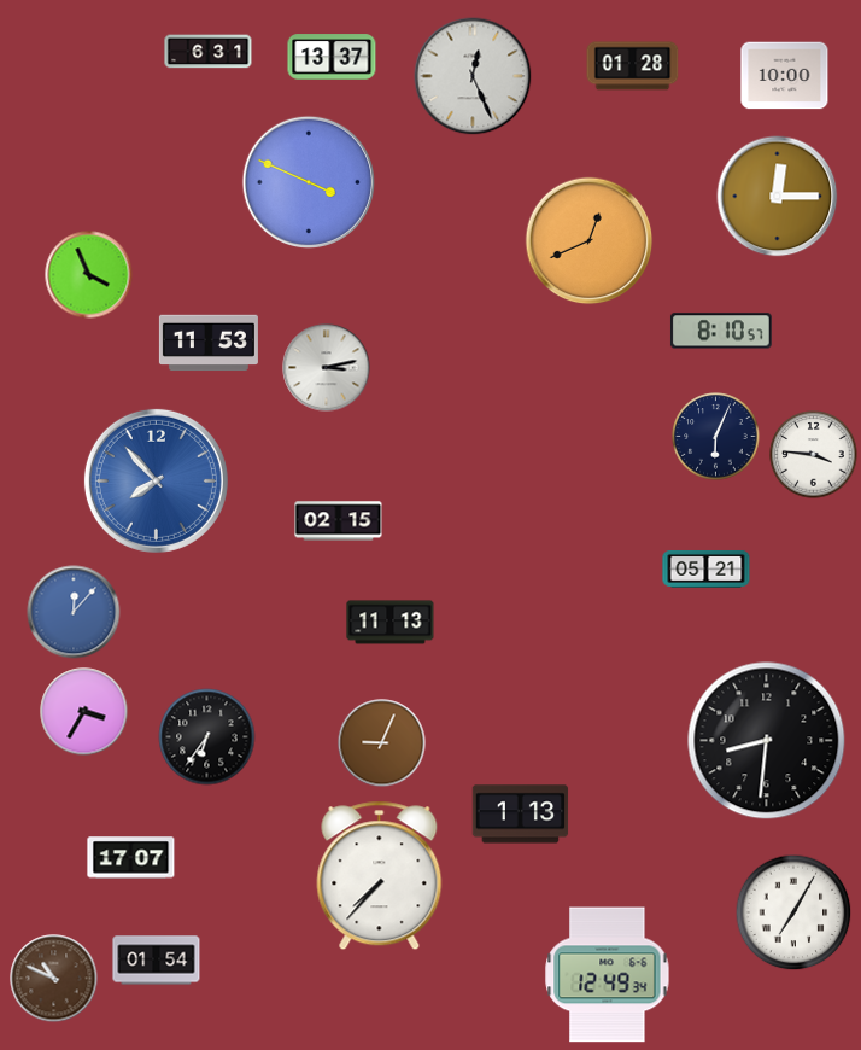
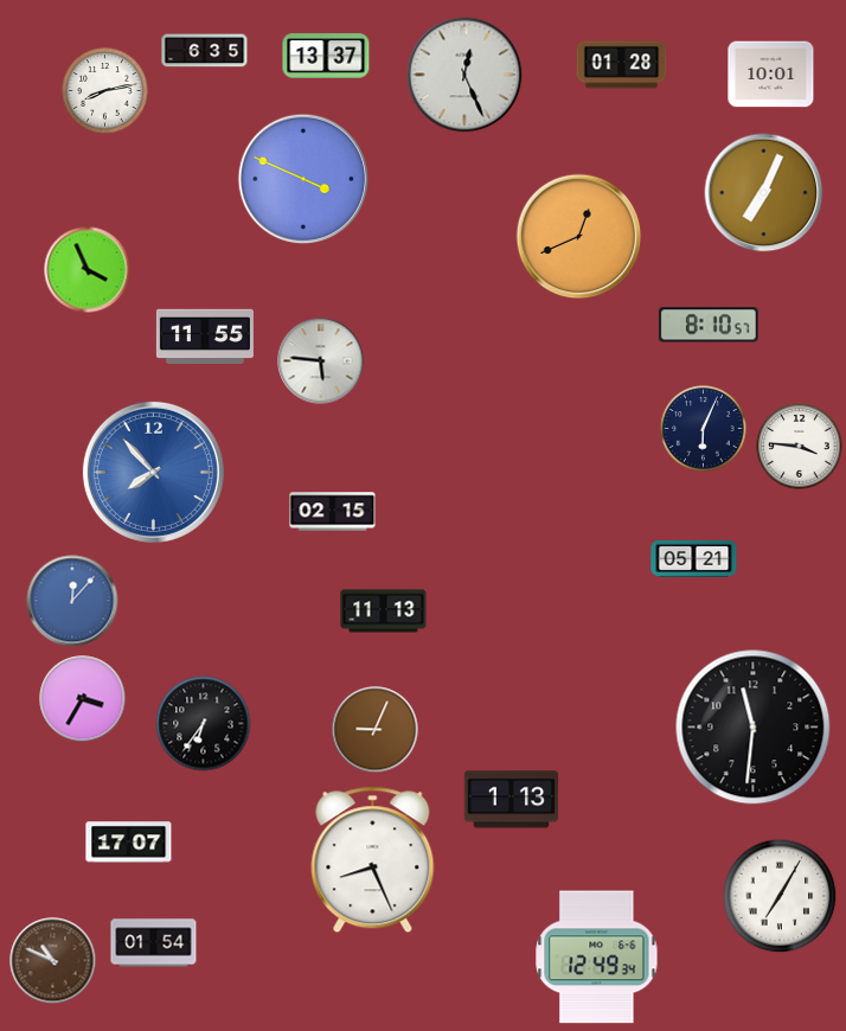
clock at (209, 52): 6:31 -> 6:35
clock at (785, 76): 10:00 -> 10:01
clock at (105, 91): none -> 8:13
clock at (778, 197): 12:15 -> 7:04
clock at (209, 343): 11:53 -> 11:55
clock at (327, 368): 3:13 -> 5:46
clock at (767, 741): 8:31 -> 11:31
clock at (380, 876): 7:37 -> 8:26
